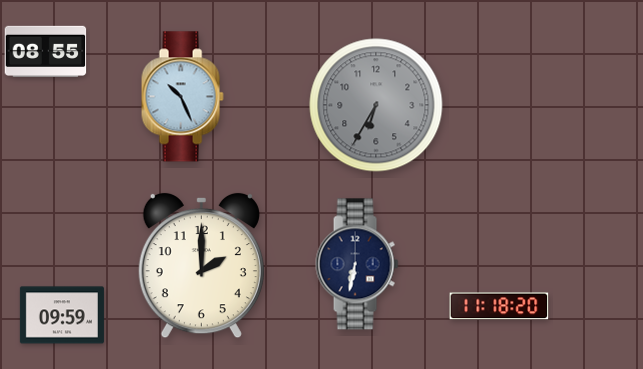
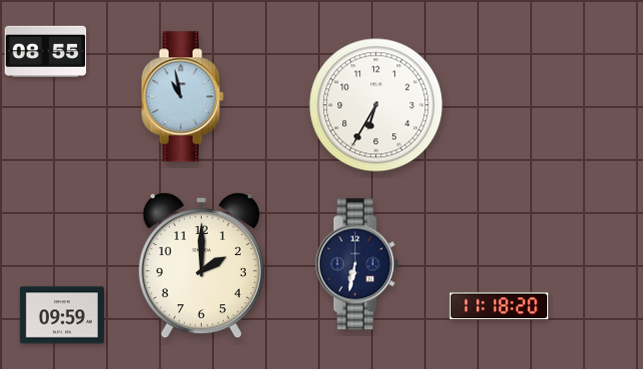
clock at (182, 97): 10:26 -> 10:58
clock at (376, 105) dial: grey -> white
